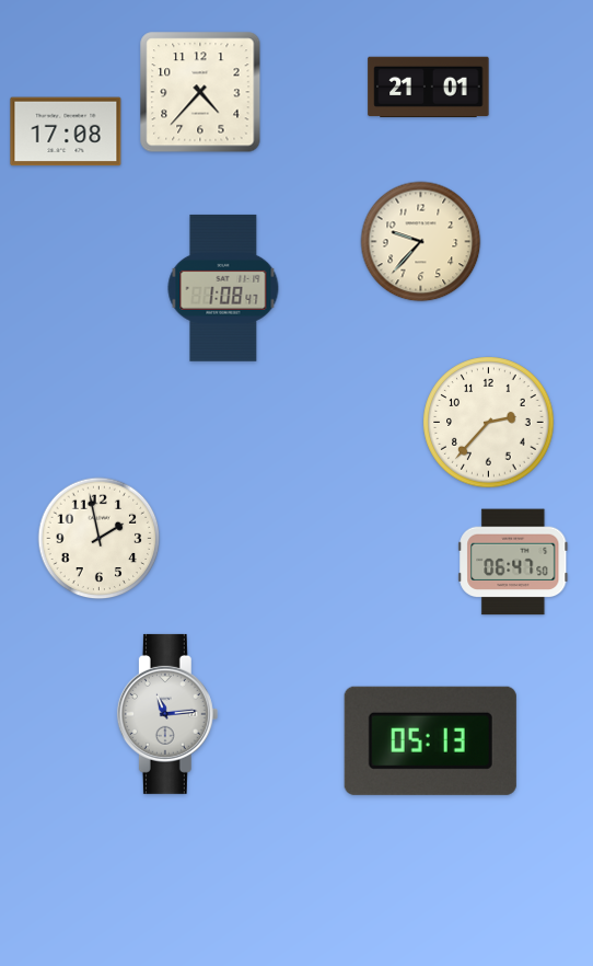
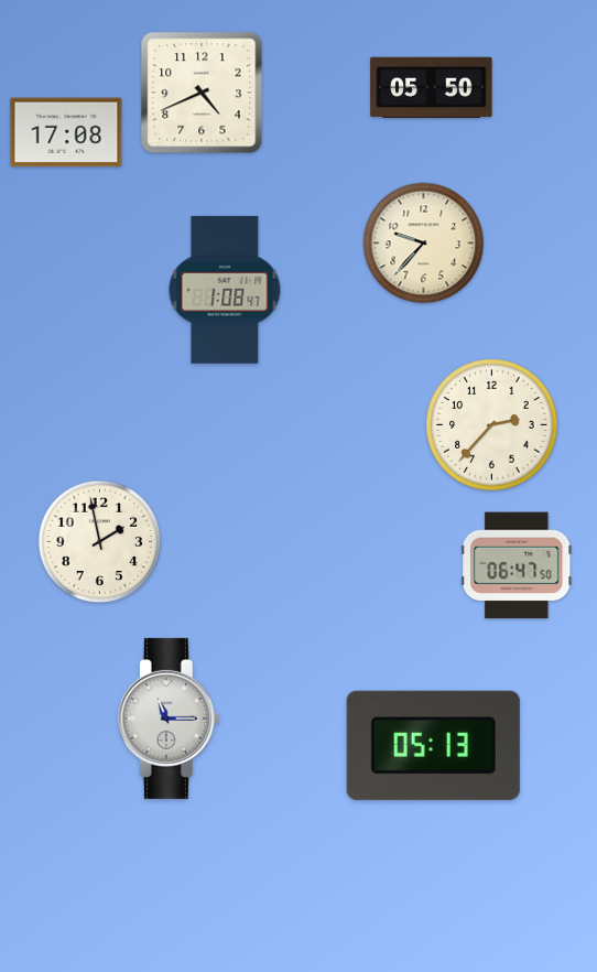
clock at (429, 87): 21:01 -> 05:50
clock at (200, 92): 4:37 -> 4:41
clock at (167, 714): 11:14 -> 11:15
